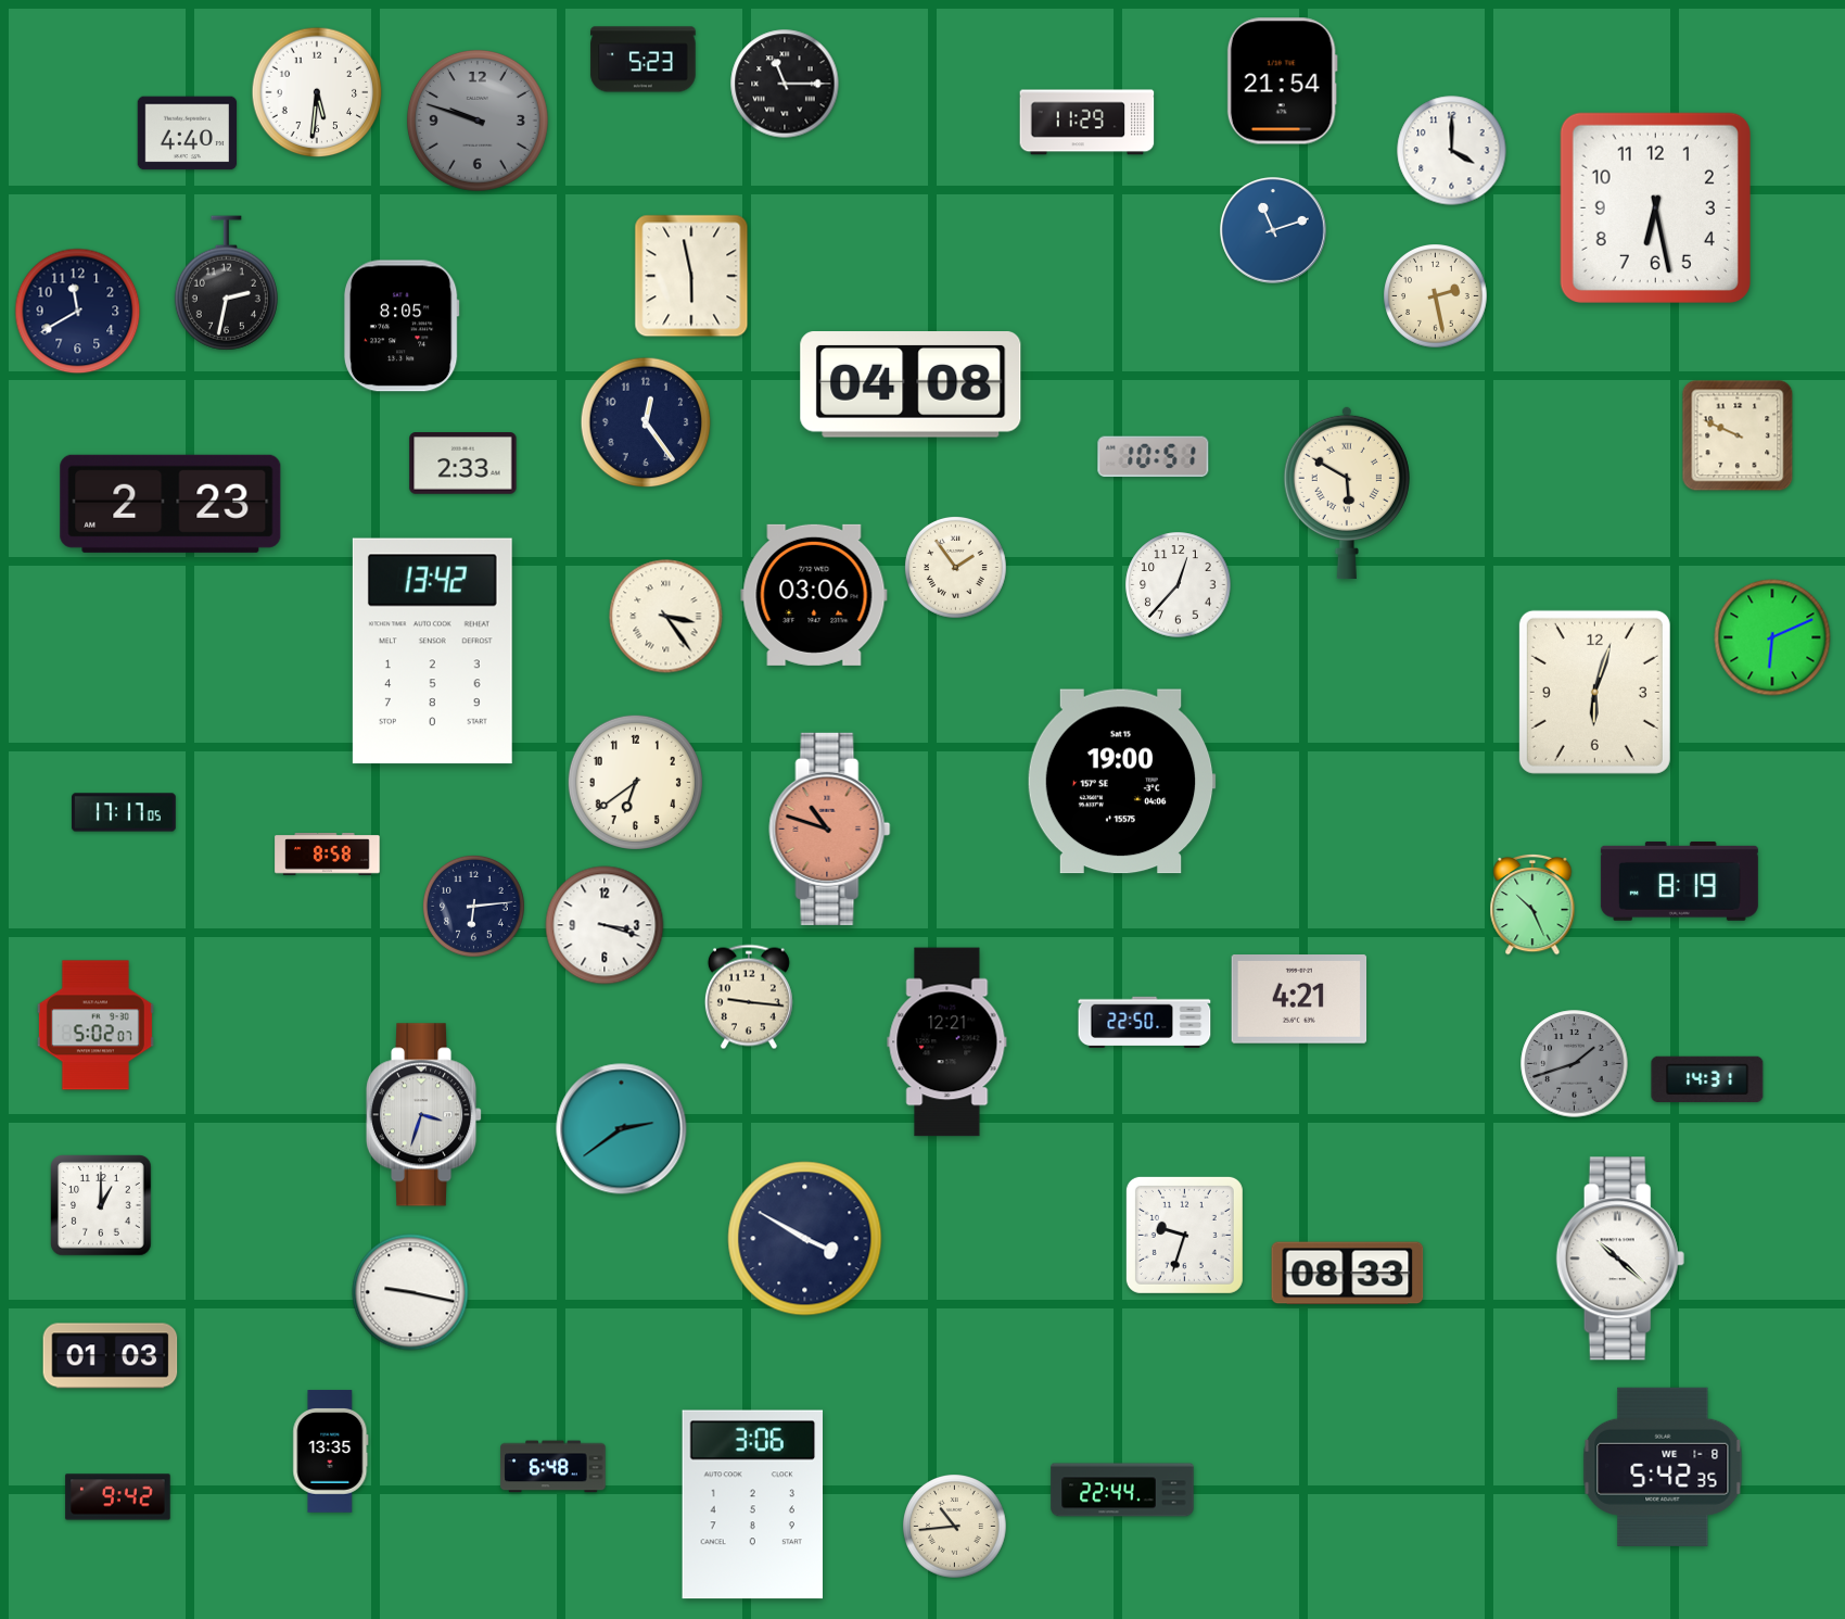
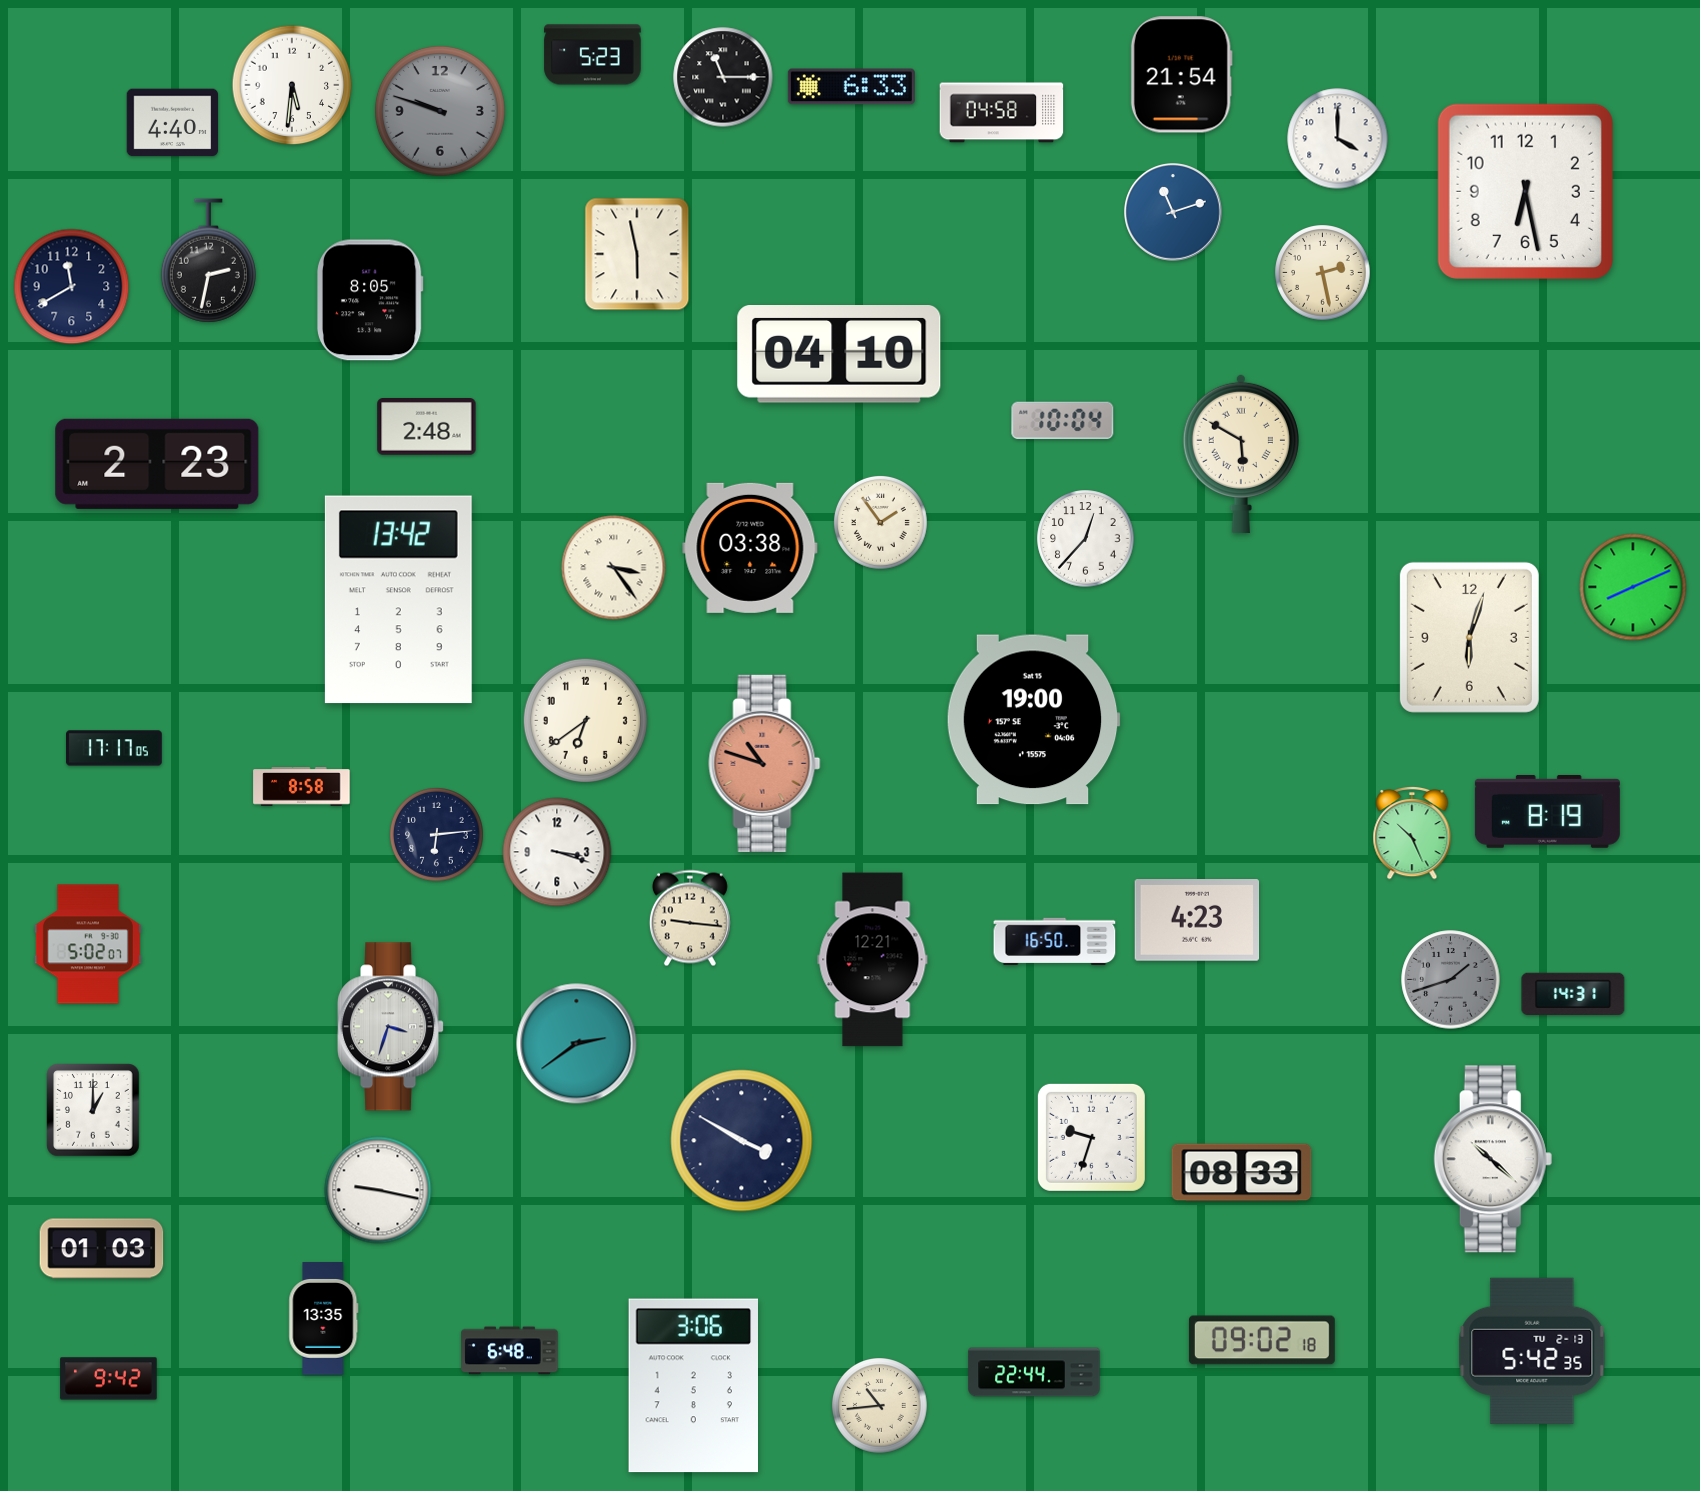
clock at (851, 87): none -> 6:33
clock at (1087, 123): 11:29 -> 04:58
clock at (911, 385): 04:08 -> 04:10
clock at (646, 422): 12:24 -> none
clock at (1738, 435): 9:49 -> none
clock at (1154, 457): 10:51 -> 10:04
clock at (463, 464): 2:33 -> 2:48
clock at (814, 595): 03:06 -> 03:38
clock at (1772, 637): 6:11 -> 8:11
clock at (1299, 1000): 4:21 -> 4:23
clock at (1145, 1023): 22:50 -> 16:50
clock at (622, 1129) position: (622, 1129) -> (577, 1044)
clock at (331, 1452) position: (331, 1452) -> (324, 1319)
clock at (1262, 1340): none -> 09:02
clock at (1663, 1467) date: WE 1-8 -> TU 2-13
